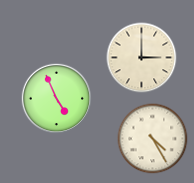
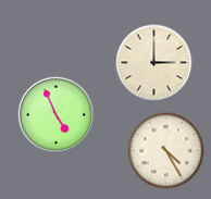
clock at (57, 99) position: (57, 99) -> (57, 115)
